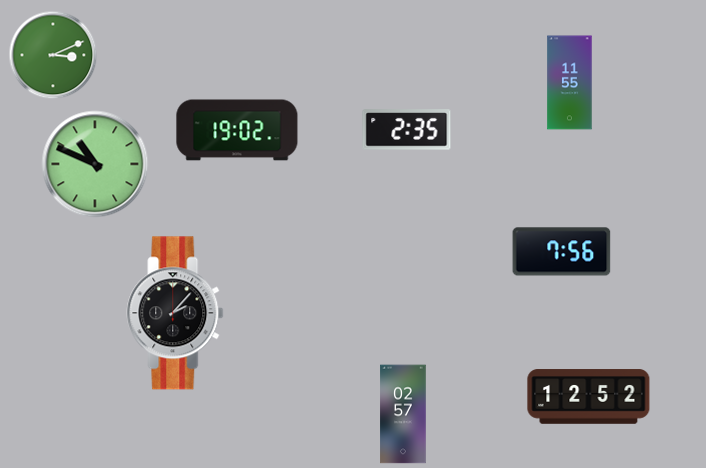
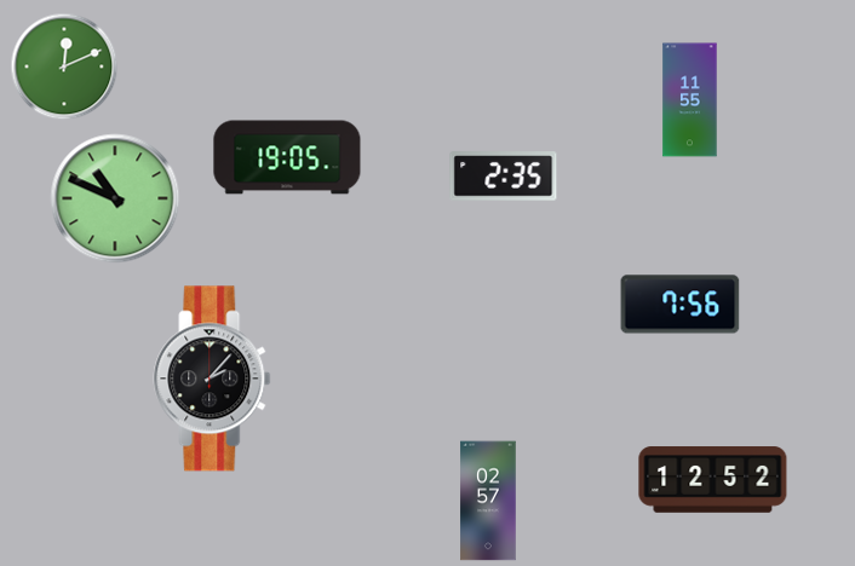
clock at (53, 55): 3:11 -> 12:11
clock at (237, 130): 19:02 -> 19:05
clock at (407, 130) position: (407, 130) -> (504, 177)
